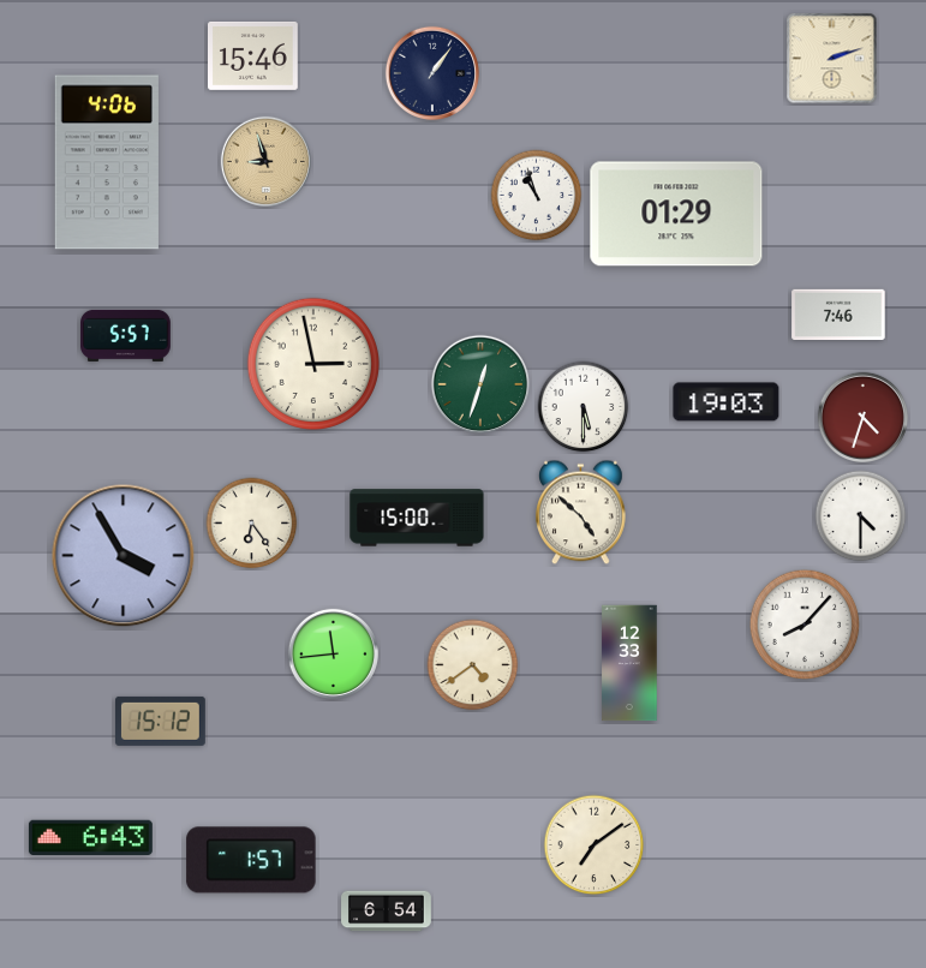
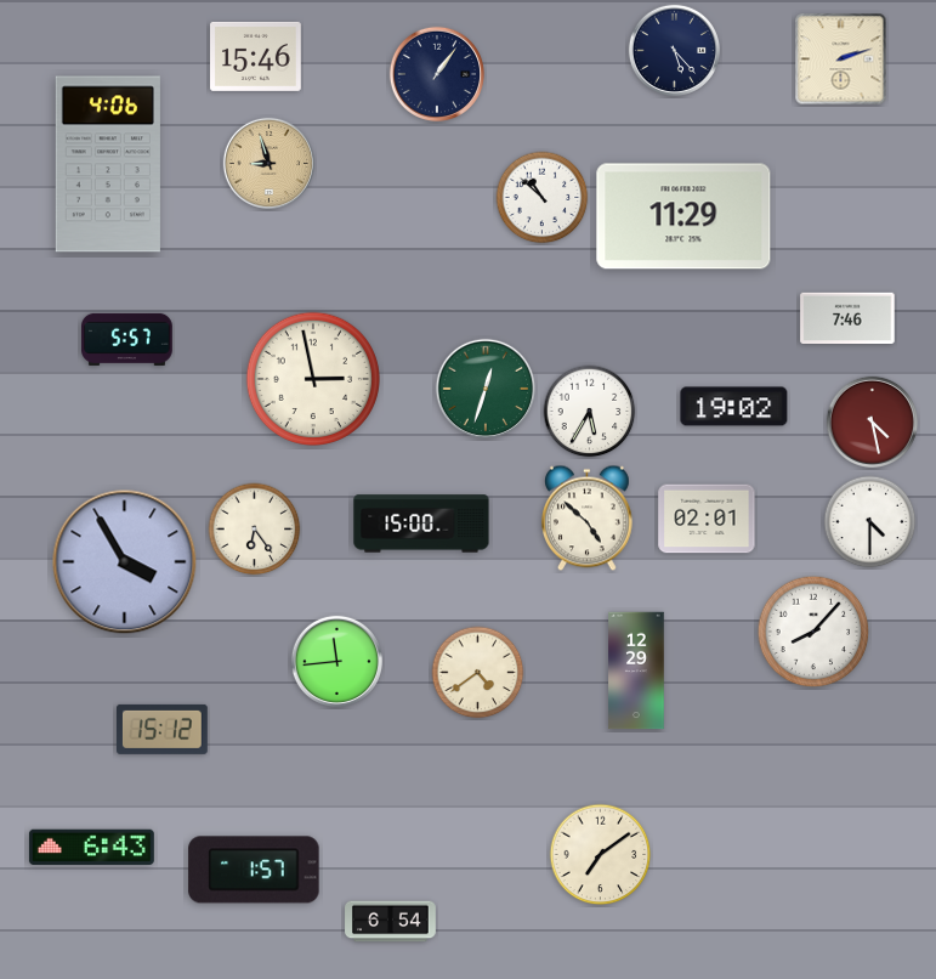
clock at (674, 50): none -> 5:23
clock at (537, 196): 10:57 -> 10:52
clock at (676, 214): 01:29 -> 11:29
clock at (312, 363) position: (312, 363) -> (312, 378)
clock at (727, 402): 19:03 -> 19:02
clock at (584, 407): 5:30 -> 5:35
clock at (862, 417): 4:33 -> 4:28
clock at (707, 519): none -> 02:01
clock at (629, 663): 12:33 -> 12:29
